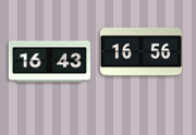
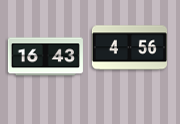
clock at (140, 52): 16:56 -> 4:56
